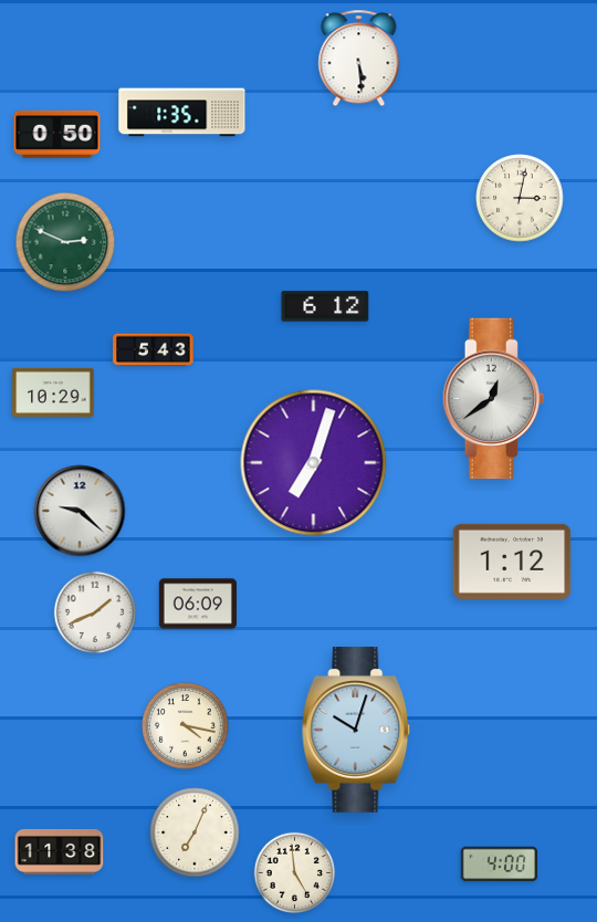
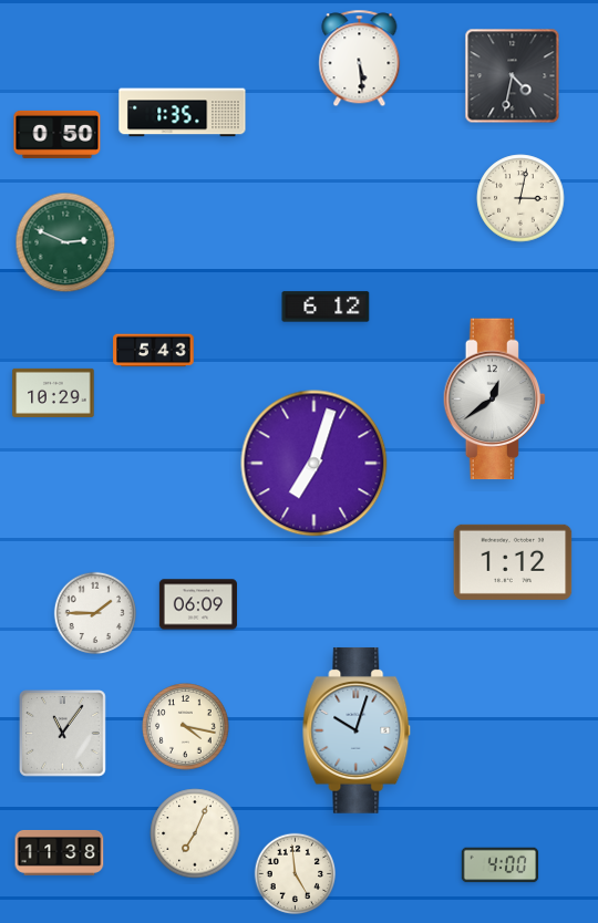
clock at (513, 76): none -> 4:32
clock at (80, 511): 9:22 -> none
clock at (94, 611): 1:41 -> 1:45
clock at (63, 734): none -> 11:06
